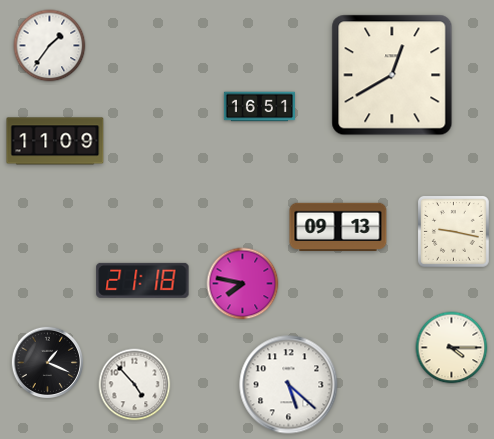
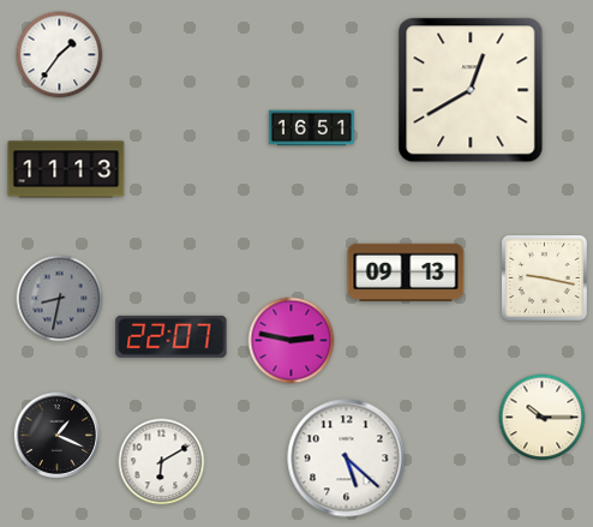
clock at (55, 141): 11:09 -> 11:13
clock at (60, 299): none -> 8:32
clock at (143, 280): 21:18 -> 22:07
clock at (243, 284): 7:47 -> 2:47
clock at (452, 348): 4:15 -> 10:15
clock at (135, 385): 4:53 -> 6:10
clock at (289, 385) position: (289, 385) -> (347, 459)
